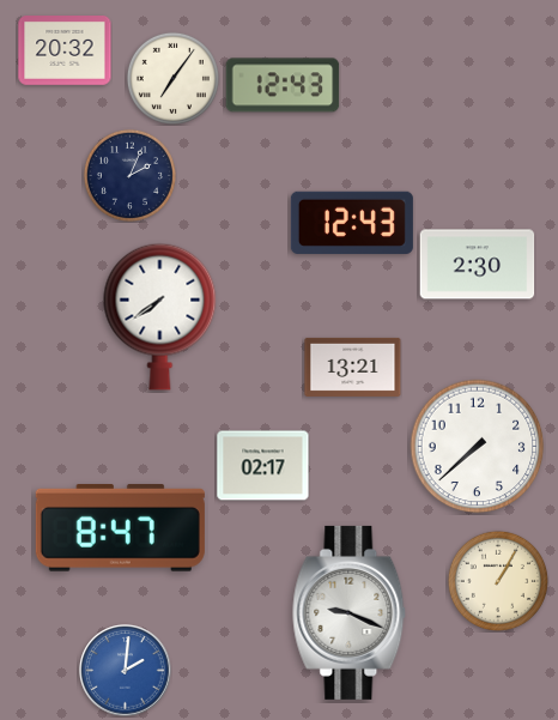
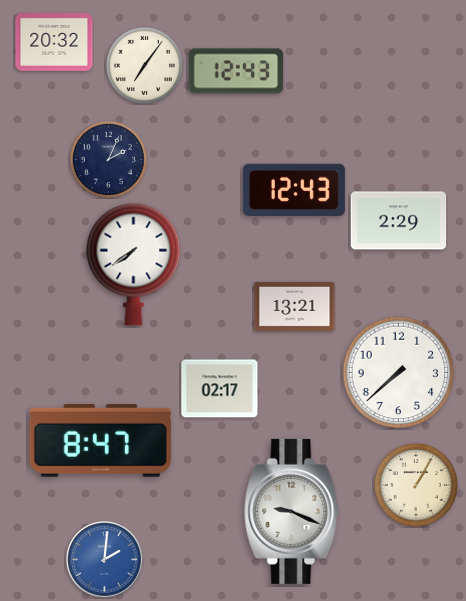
clock at (129, 175) position: (129, 175) -> (108, 159)
clock at (352, 223) position: (352, 223) -> (294, 190)
clock at (478, 265): 2:30 -> 2:29
